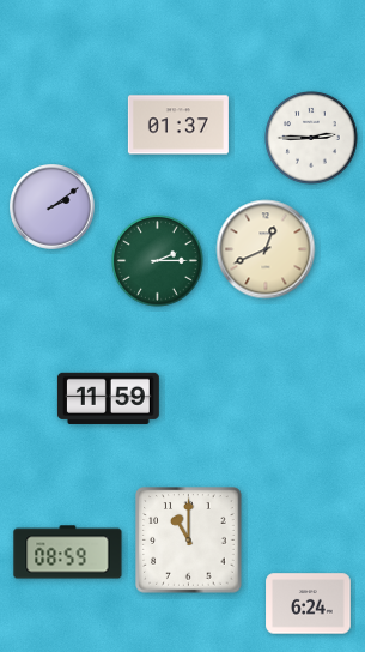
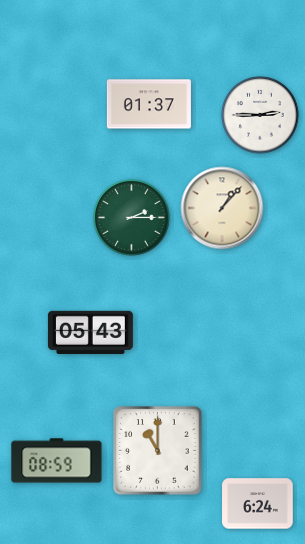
clock at (53, 207): 2:09 -> none
clock at (266, 249): 12:41 -> 1:07
clock at (108, 398): 11:59 -> 05:43
